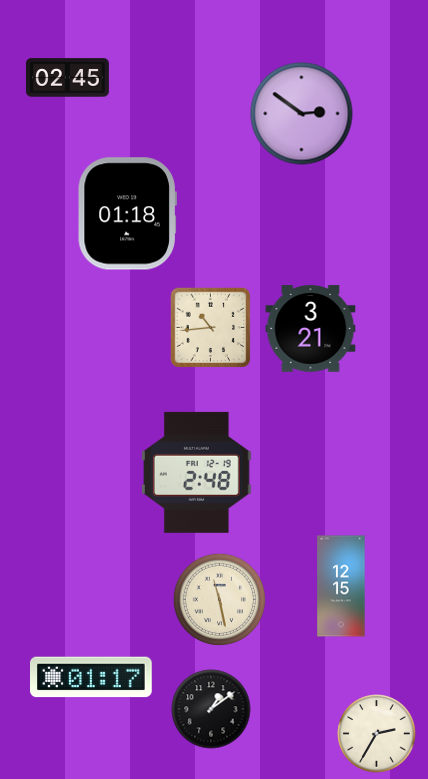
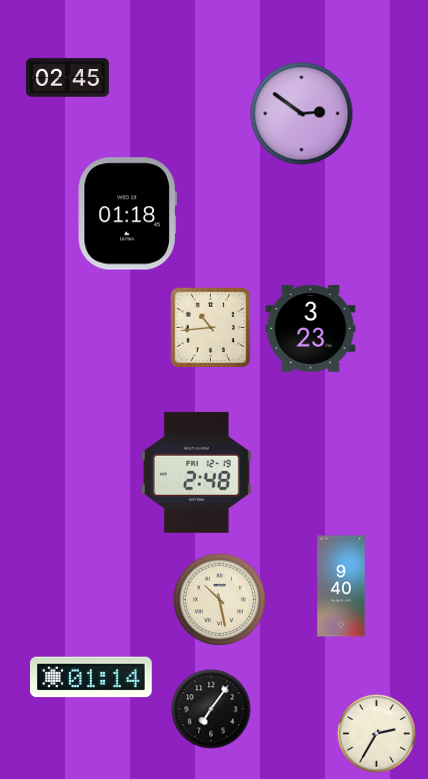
clock at (311, 329): 3:21 -> 3:23
clock at (341, 586): 12:15 -> 9:40
clock at (219, 599): 11:28 -> 10:28
clock at (91, 677): 01:17 -> 01:14
clock at (211, 709): 1:09 -> 7:06
